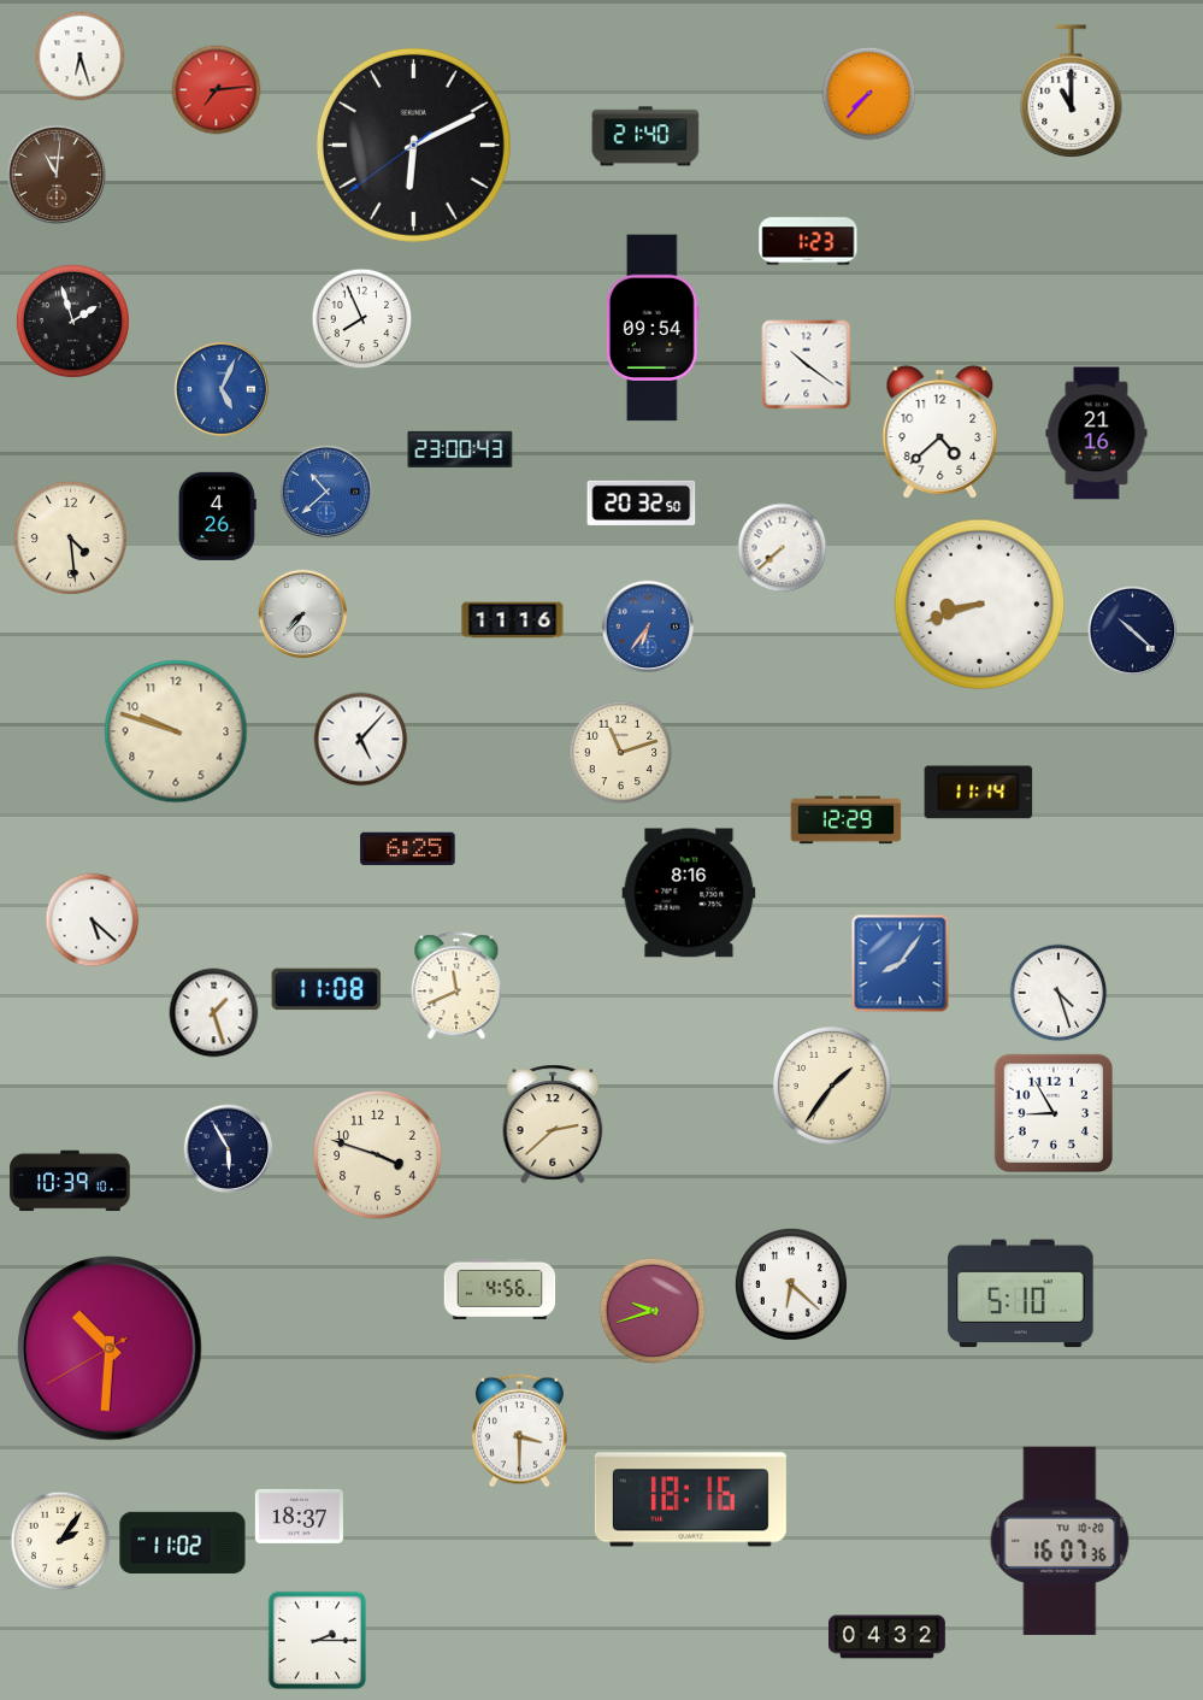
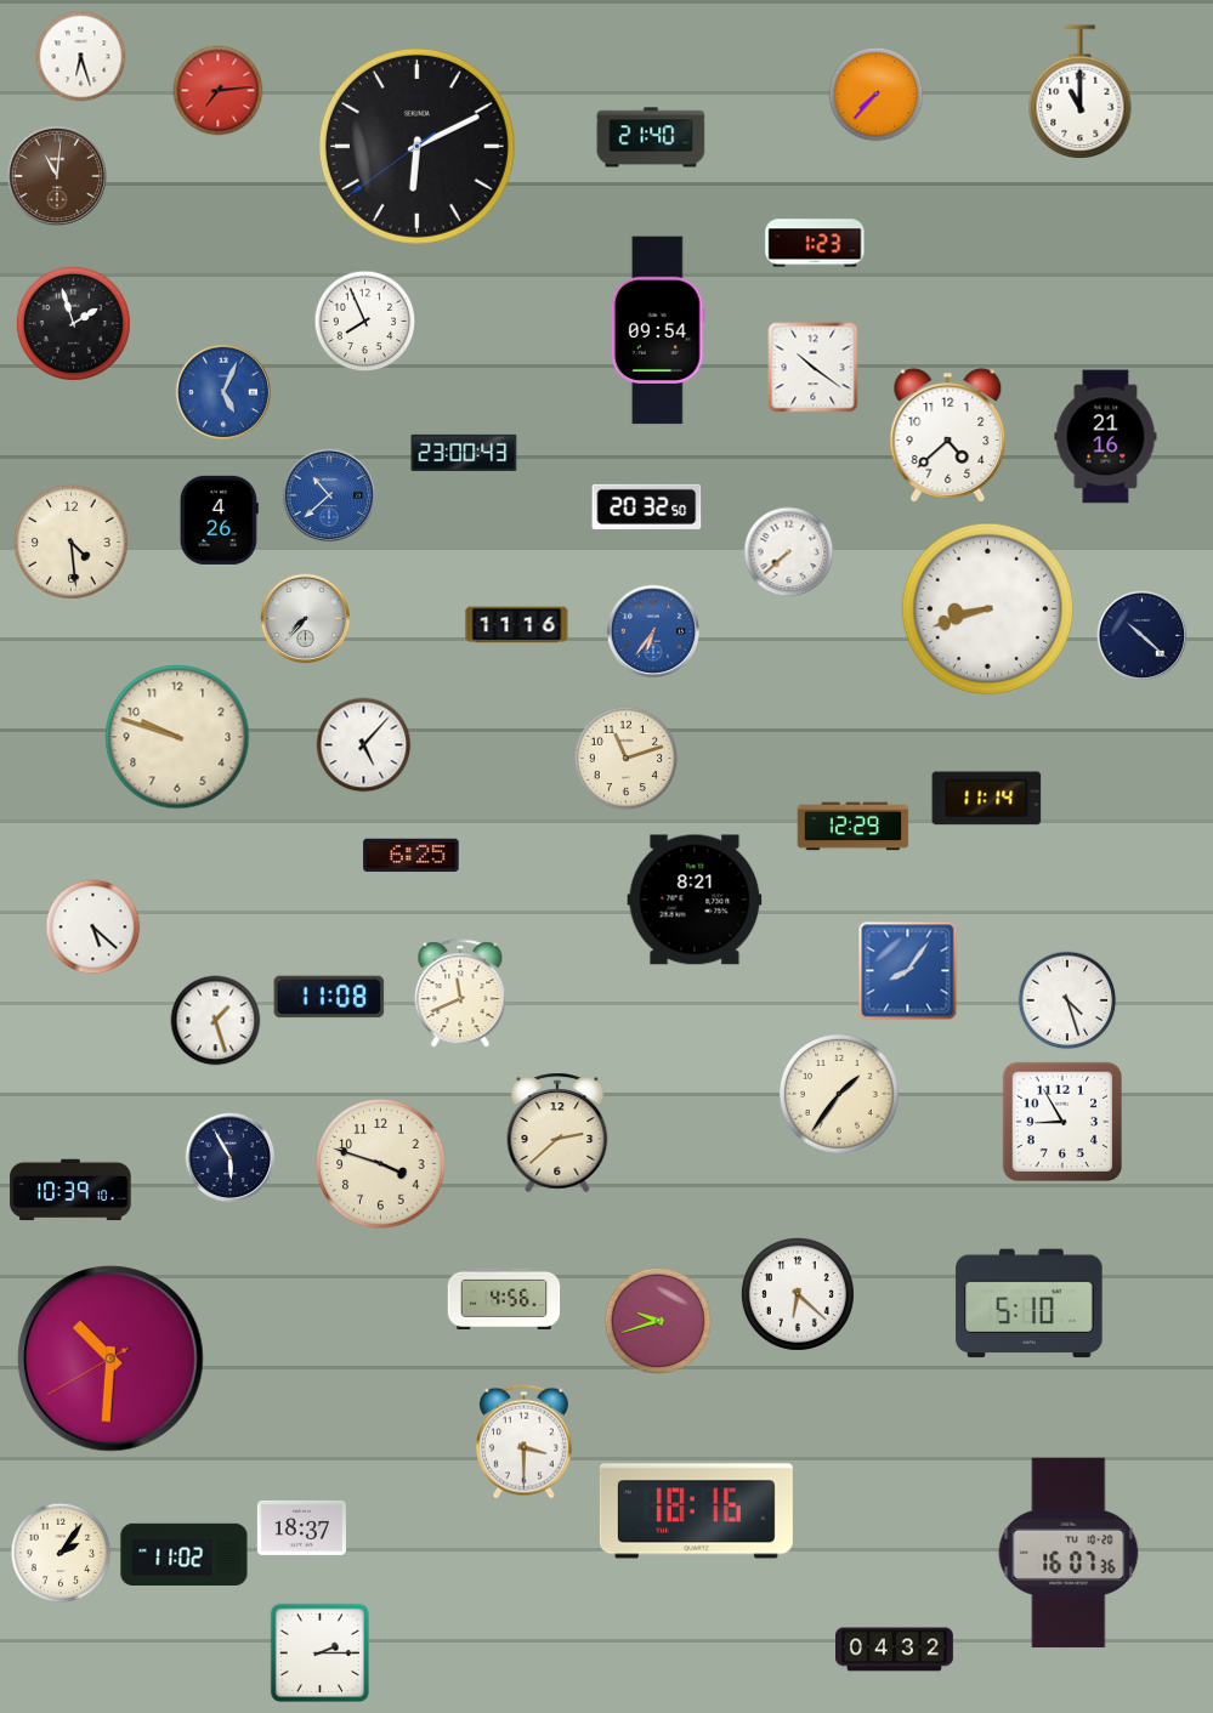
clock at (689, 893): 8:16 -> 8:21
